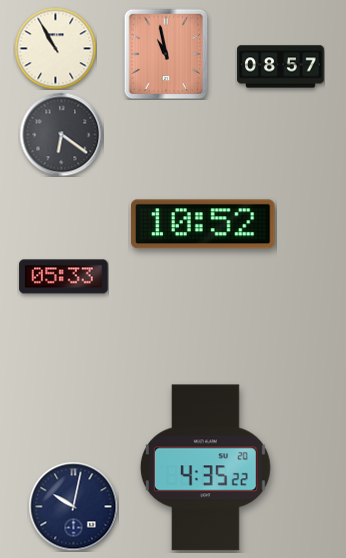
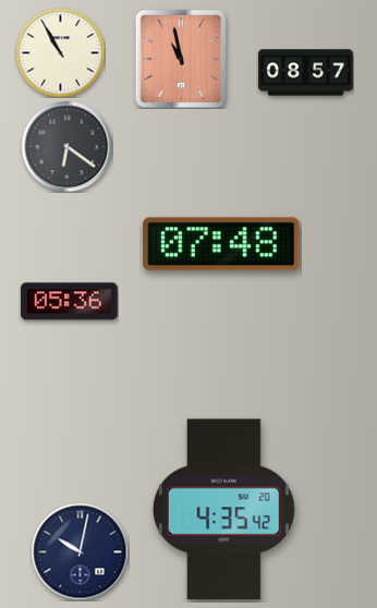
clock at (204, 224): 10:52 -> 07:48
clock at (64, 277): 05:33 -> 05:36
clock at (205, 468): 4:35:22 -> 4:35:42
